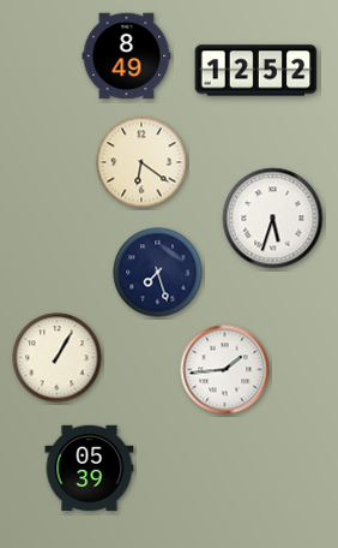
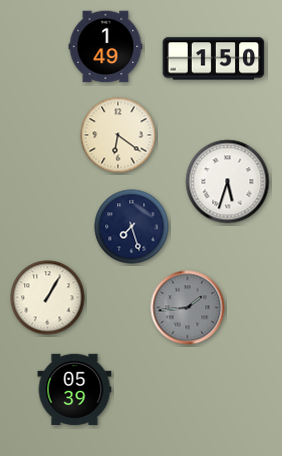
clock at (127, 56): 8:49 -> 1:49
clock at (256, 71): 12:52 -> 1:50
clock at (225, 370) dial: white -> grey
